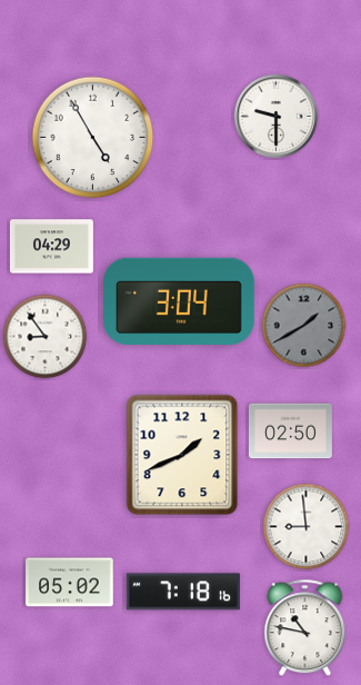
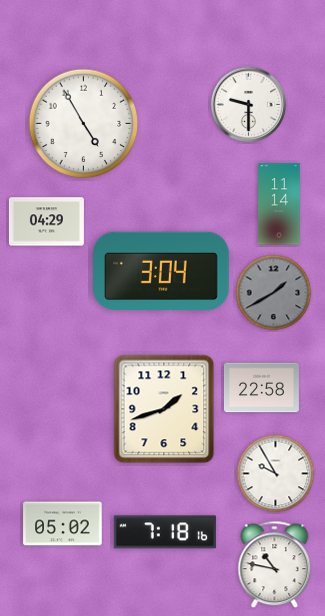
clock at (279, 204): none -> 11:14
clock at (46, 337): 8:54 -> none
clock at (290, 431): 02:50 -> 22:58
clock at (182, 455): 1:41 -> 1:42
clock at (307, 527): 8:59 -> 9:55
